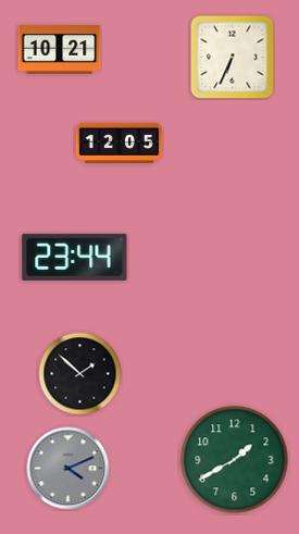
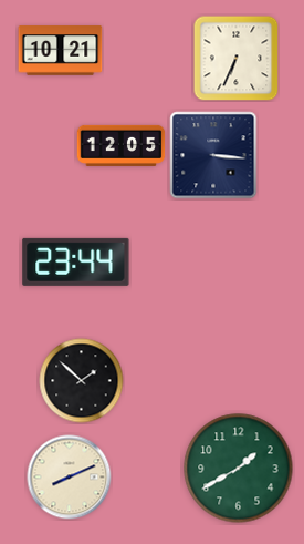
clock at (213, 155): none -> 3:16
clock at (68, 469): 4:11 -> 8:11
clock at (68, 469) dial: grey -> cream
